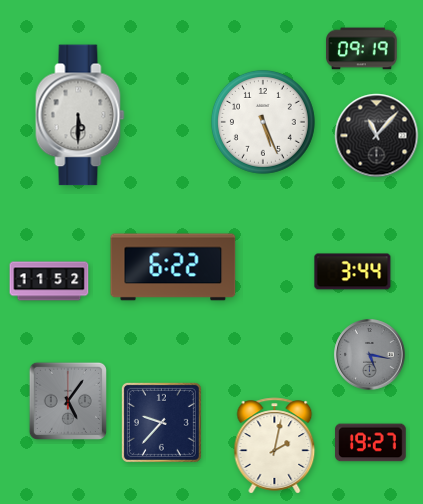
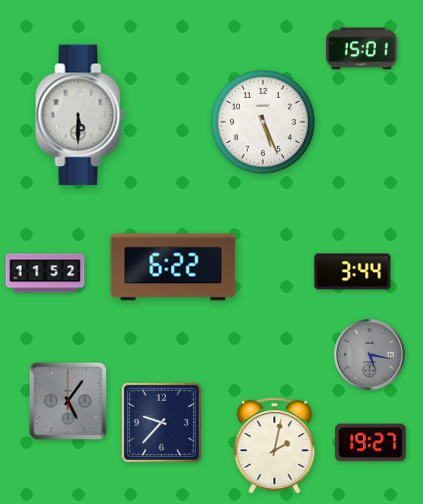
clock at (362, 49): 09:19 -> 15:01
clock at (377, 136): 11:07 -> none
clock at (49, 281) position: (49, 281) -> (45, 273)
